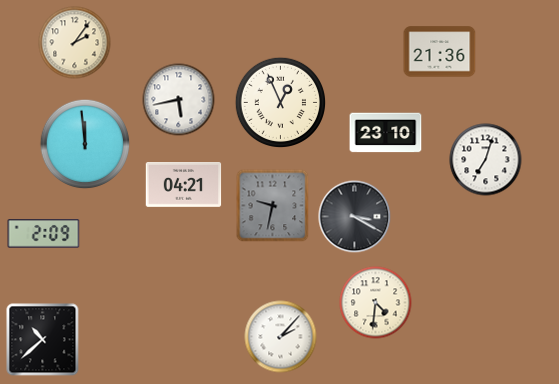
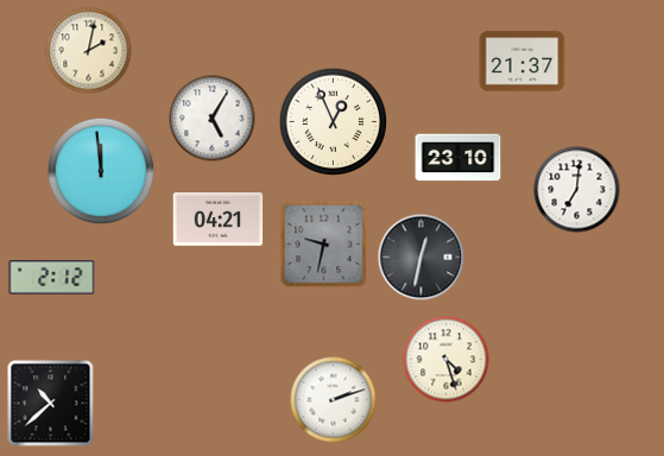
clock at (75, 43): 2:06 -> 2:02
clock at (440, 52): 21:36 -> 21:37
clock at (179, 100): 5:43 -> 5:05
clock at (486, 160): 7:03 -> 7:01
clock at (355, 217): 3:20 -> 12:32
clock at (44, 234): 2:09 -> 2:12
clock at (376, 303): 4:31 -> 4:27
clock at (281, 337): 2:07 -> 2:12
